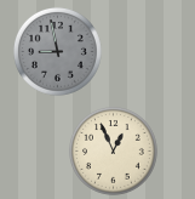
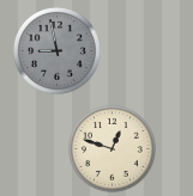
clock at (114, 152): 12:56 -> 12:48
